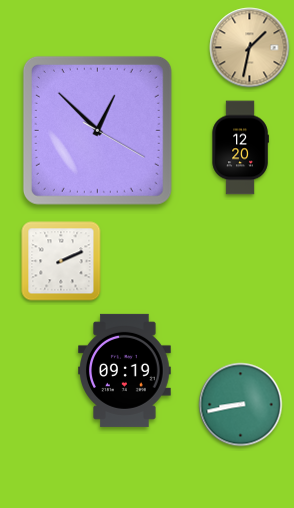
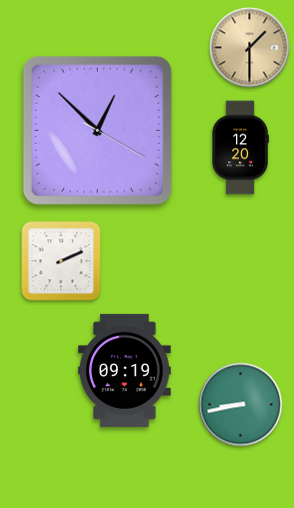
clock at (250, 48): 1:32 -> 1:30
